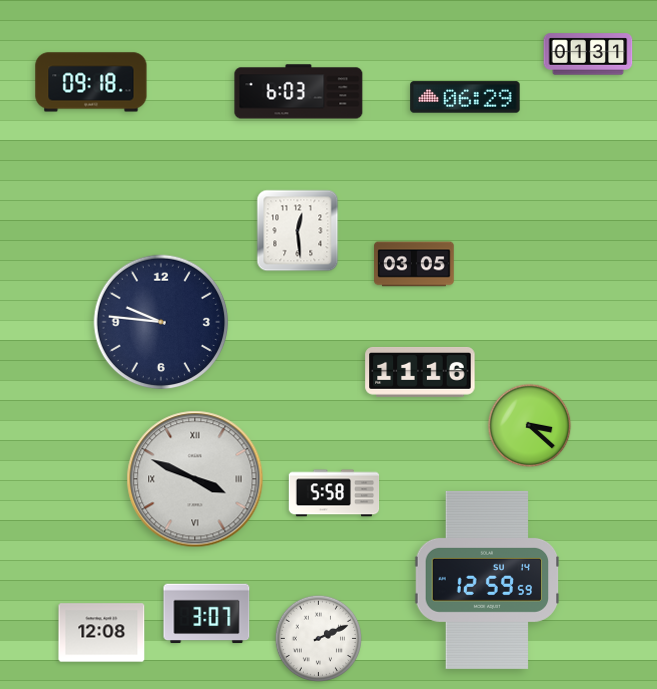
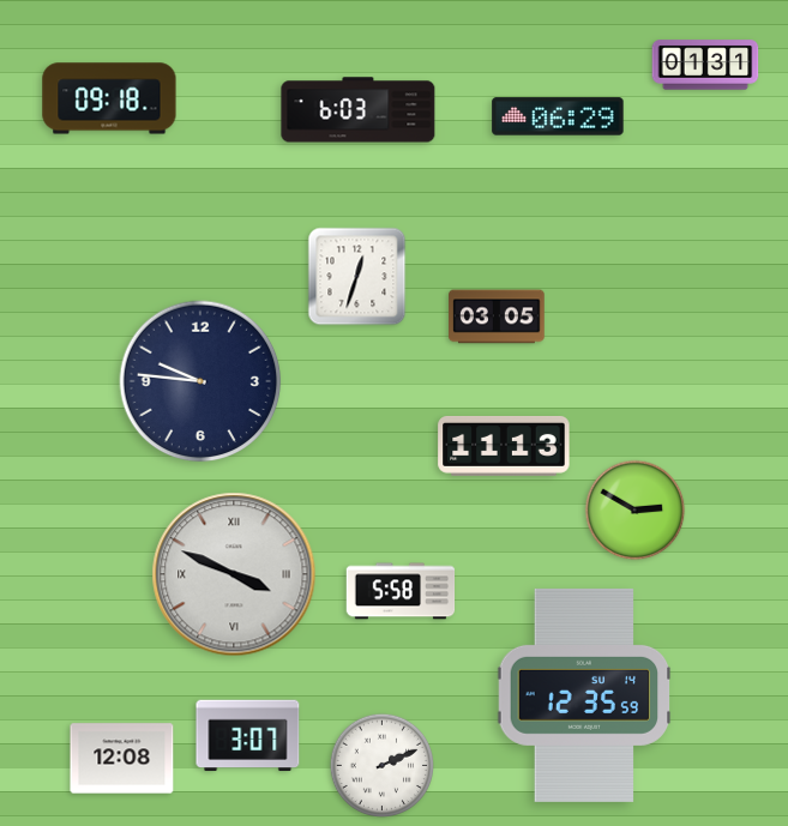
clock at (298, 231): 12:29 -> 12:33
clock at (161, 322) position: (161, 322) -> (200, 381)
clock at (420, 372): 11:16 -> 11:13
clock at (530, 426): 3:22 -> 2:50
clock at (487, 580): 12:59 -> 12:35
